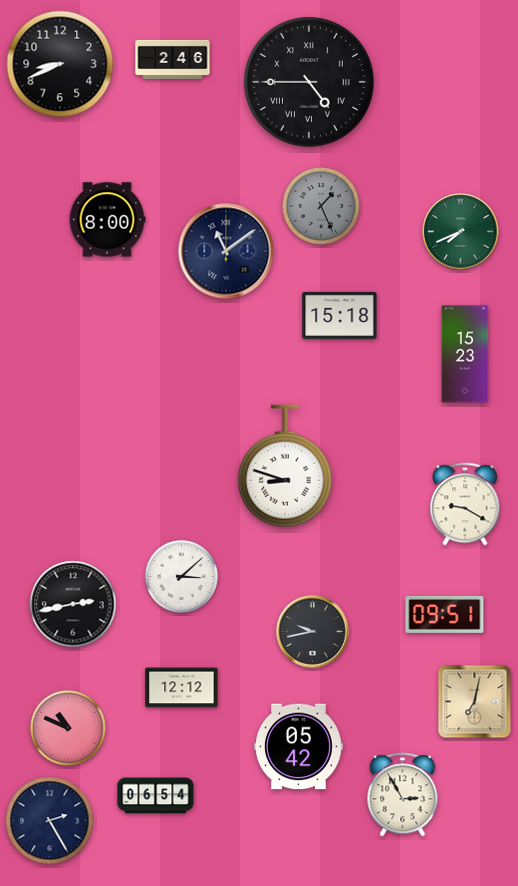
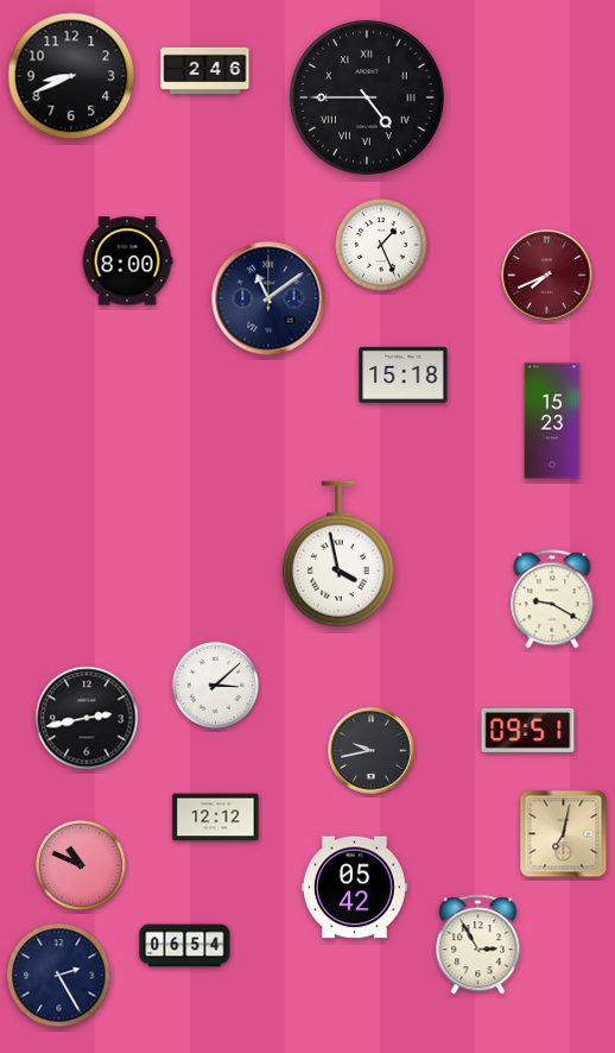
clock at (322, 207) dial: grey -> white
clock at (461, 232) dial: green -> burgundy
clock at (285, 466): 8:48 -> 3:58
